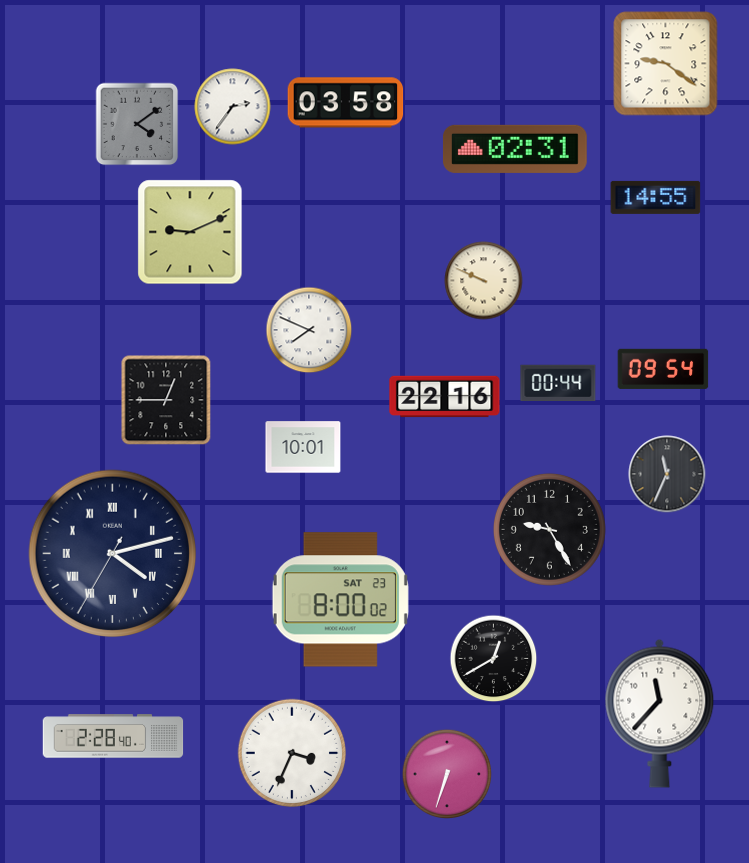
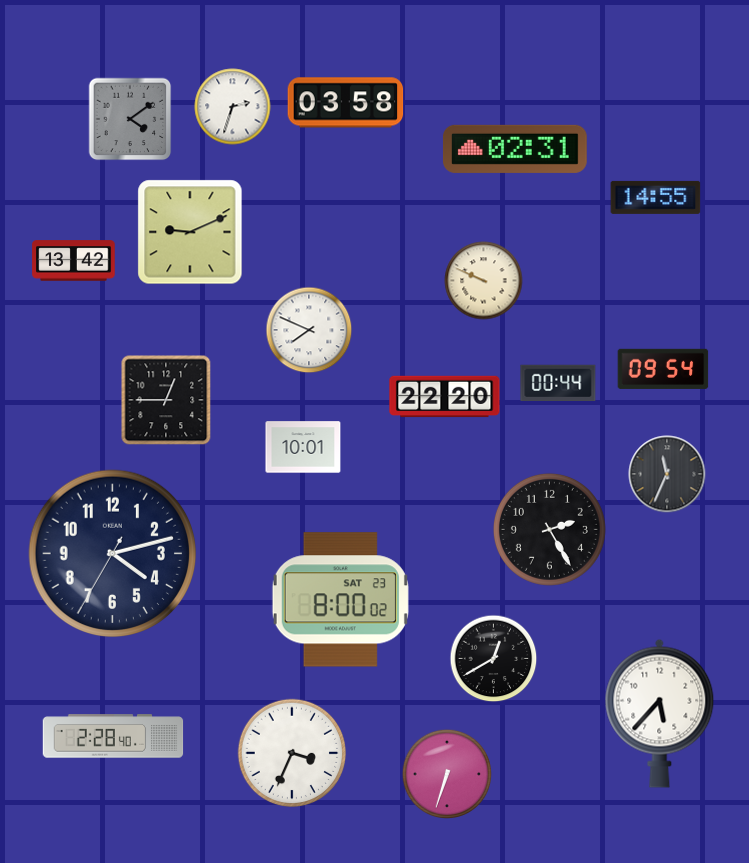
clock at (666, 64): 9:21 -> none
clock at (233, 107): 2:36 -> 2:33
clock at (137, 124) position: (137, 124) -> (130, 119)
clock at (74, 261): none -> 13:42
clock at (445, 397): 22:16 -> 22:20
clock at (549, 529): 9:25 -> 2:25
clock at (113, 554) numerals: Roman -> Arabic
clock at (660, 713): 11:37 -> 5:37
